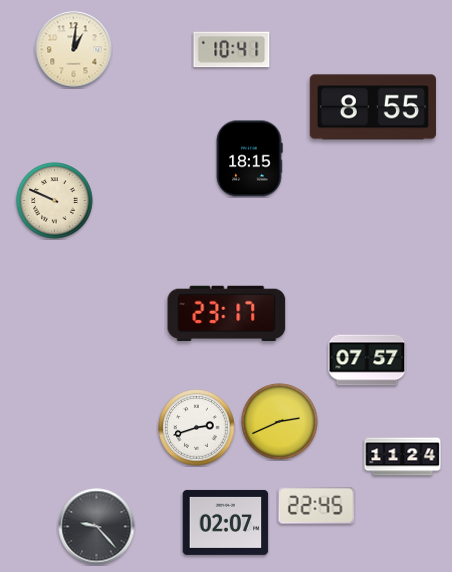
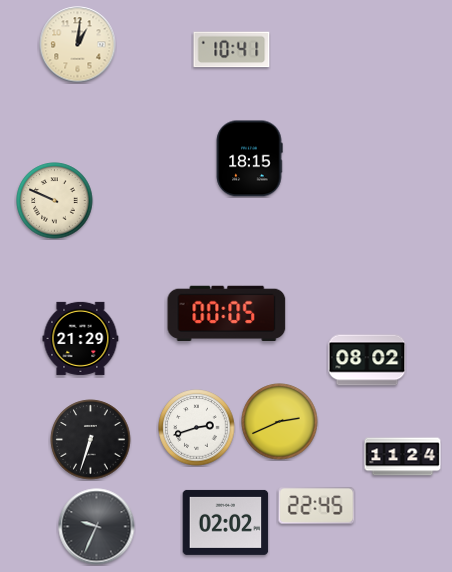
clock at (74, 50) position: (74, 50) -> (78, 45)
clock at (373, 107): 8:55 -> none
clock at (227, 313): 23:17 -> 00:05
clock at (81, 338): none -> 21:29
clock at (367, 360): 07:57 -> 08:02
clock at (91, 440): none -> 6:33
clock at (226, 522): 02:07 -> 02:02
clock at (97, 527): 9:23 -> 9:34
